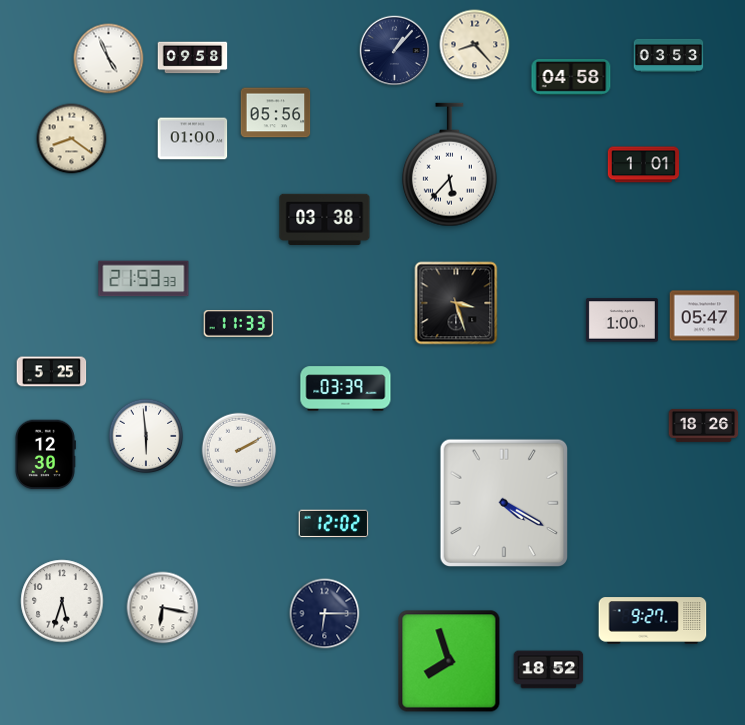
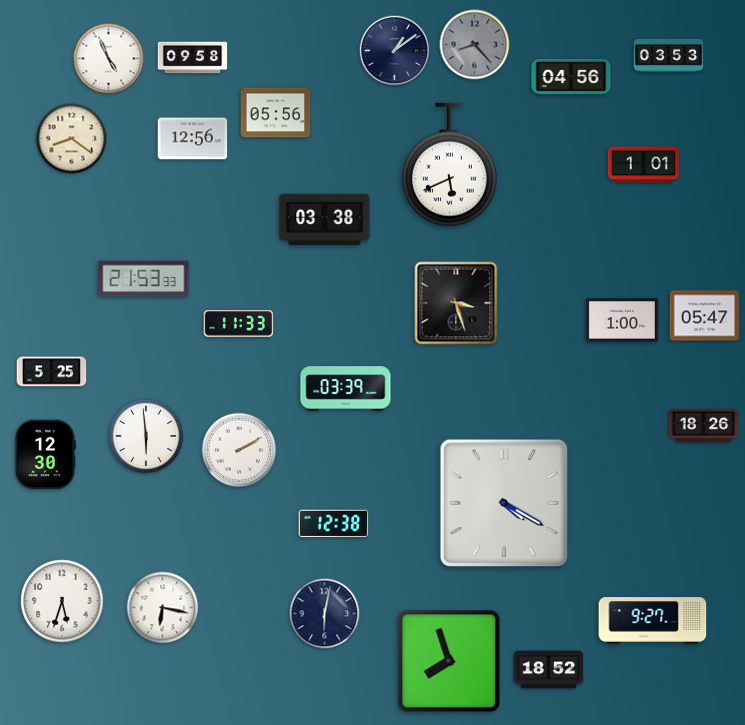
clock at (475, 45) dial: cream -> grey
clock at (395, 51): 1:07 -> 1:09
clock at (571, 78): 04:58 -> 04:56
clock at (193, 139): 01:00 -> 12:56
clock at (449, 165): 5:37 -> 5:41
clock at (334, 524): 12:02 -> 12:38
clock at (325, 614): 6:15 -> 6:02
